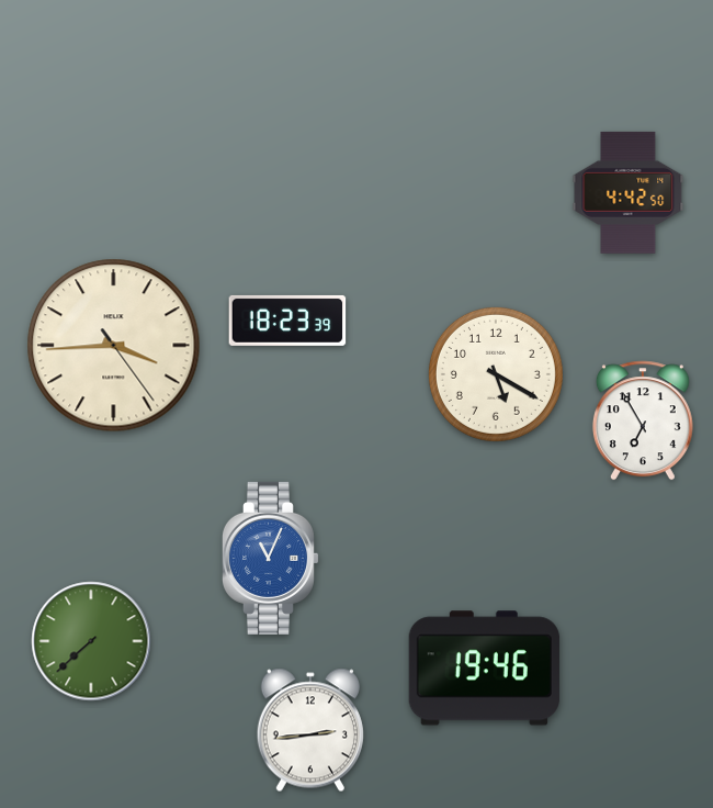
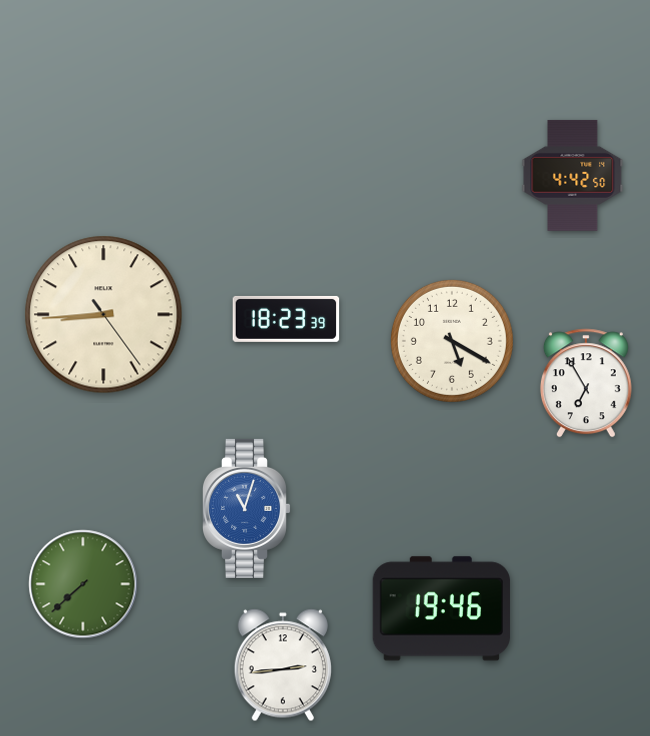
clock at (287, 321) position: (287, 321) -> (286, 319)
clock at (114, 346): 3:44 -> 8:44
clock at (270, 558): 11:04 -> 11:03
